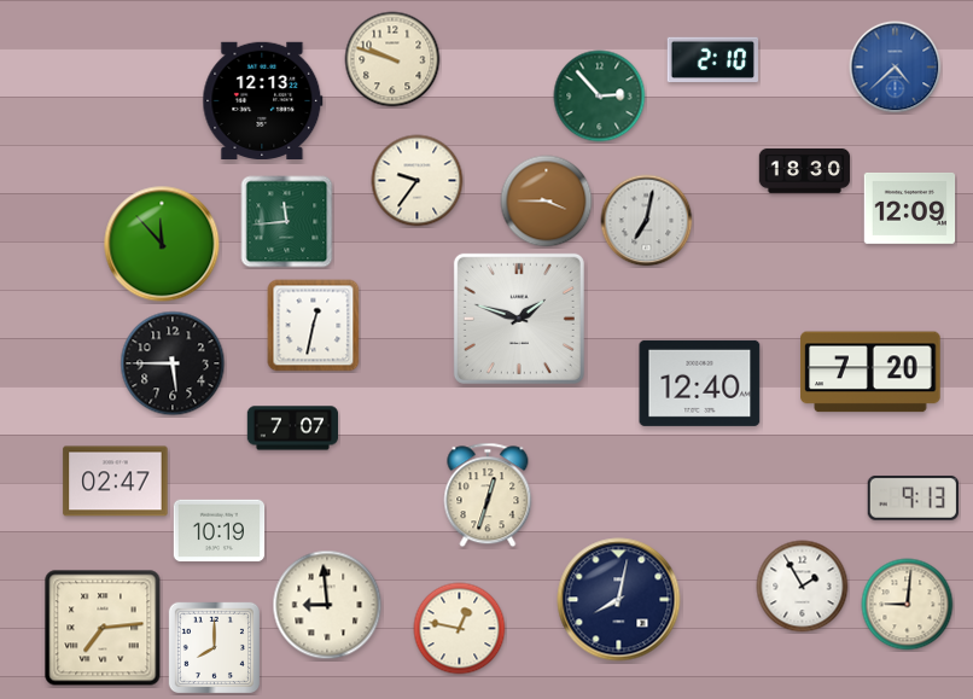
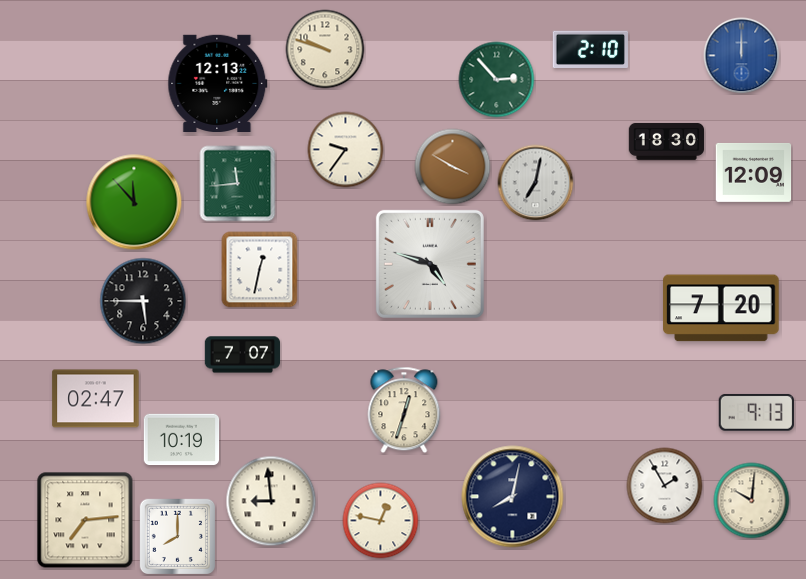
clock at (896, 68): 4:38 -> 12:00
clock at (547, 202): 3:45 -> 3:50
clock at (519, 319): 1:48 -> 4:48
clock at (700, 383): 12:40 -> none
clock at (908, 605): 9:01 -> 10:01
